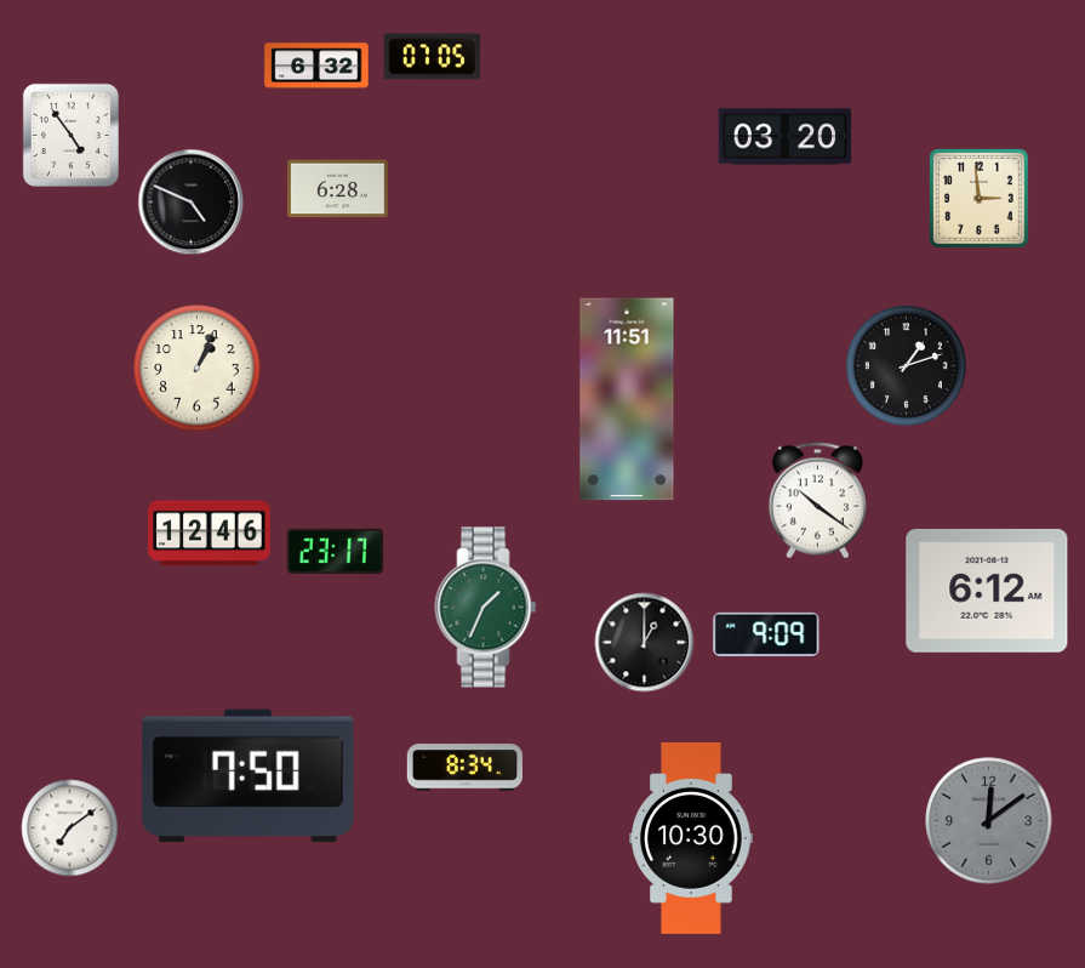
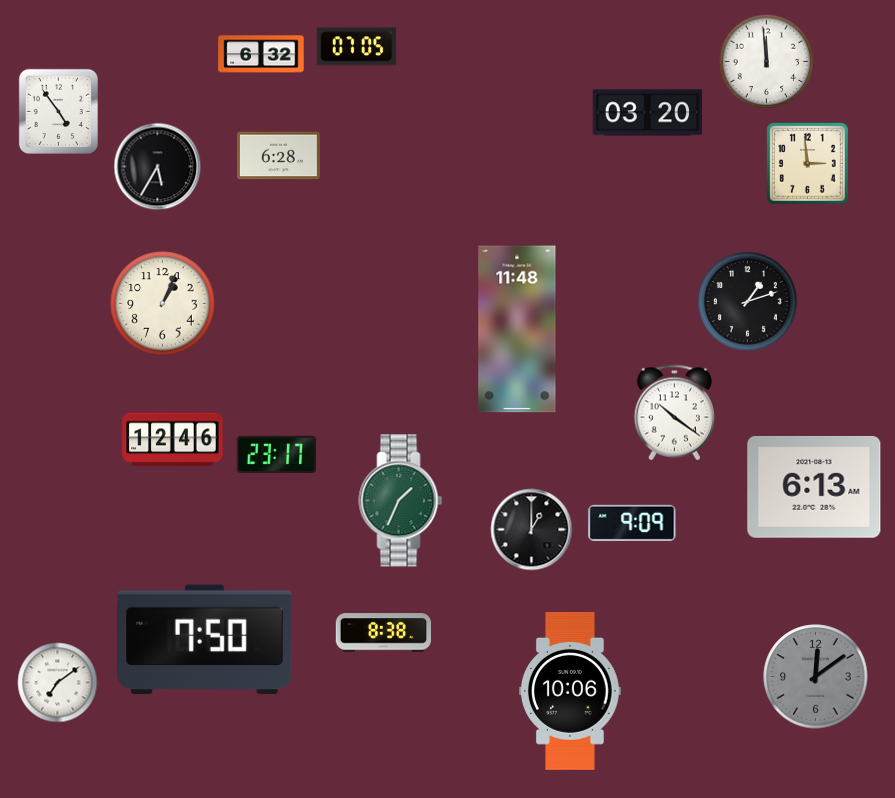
clock at (767, 62): none -> 11:59
clock at (192, 203): 4:49 -> 5:35
clock at (627, 399): 11:51 -> 11:48
clock at (987, 591): 6:12 -> 6:13
clock at (464, 768): 8:34 -> 8:38
clock at (692, 838): 10:30 -> 10:06
